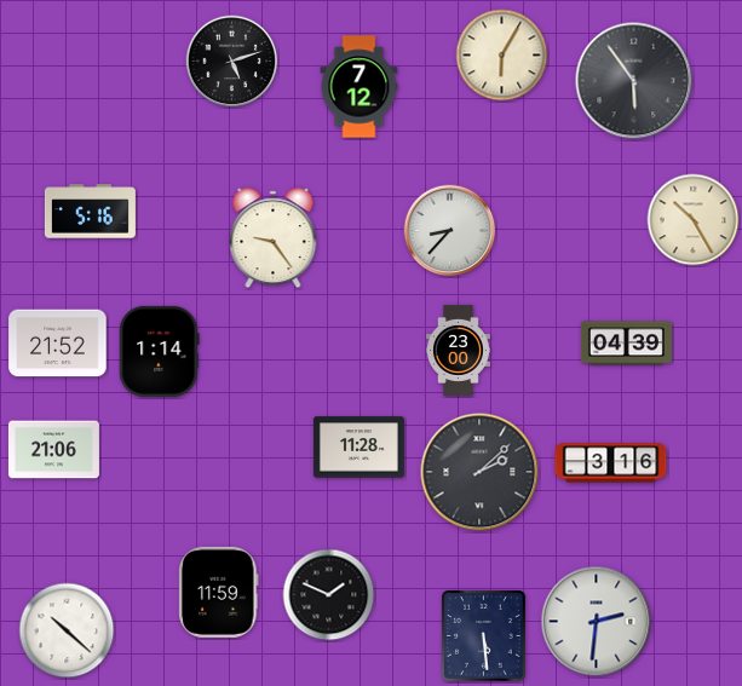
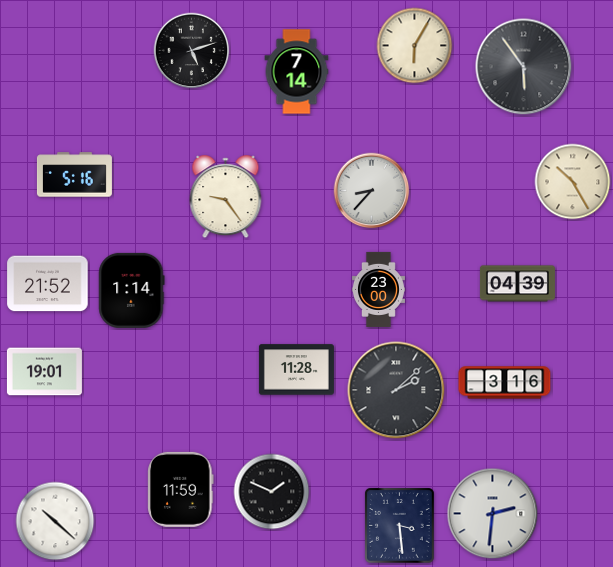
clock at (360, 87): 7:12 -> 7:14
clock at (53, 450): 21:06 -> 19:01
clock at (484, 636): 5:29 -> 3:29
